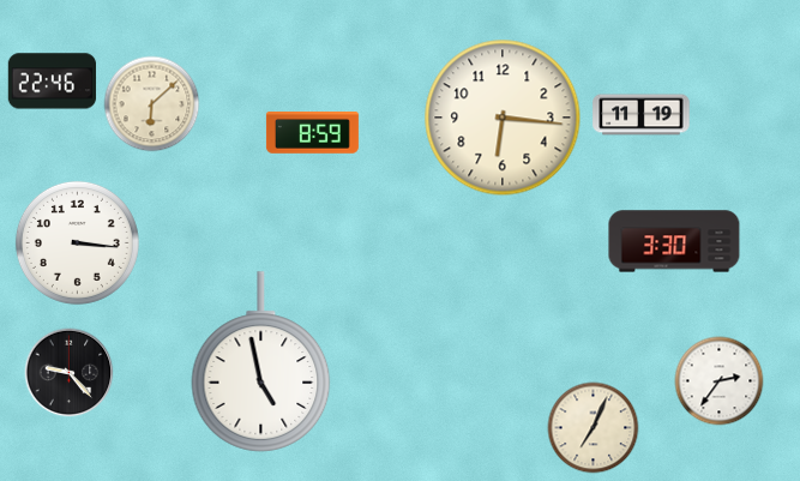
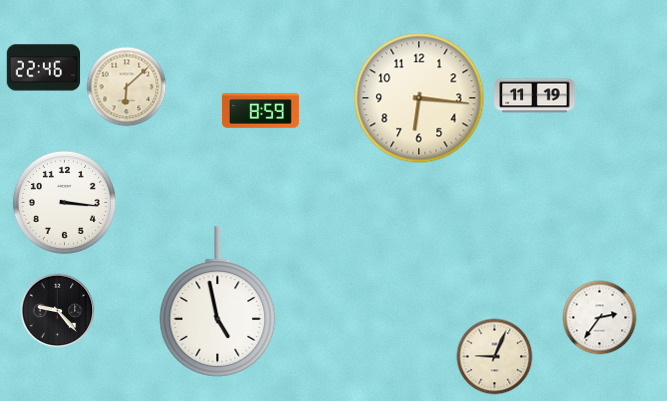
clock at (674, 241): 3:30 -> none
clock at (594, 428): 7:04 -> 9:04
